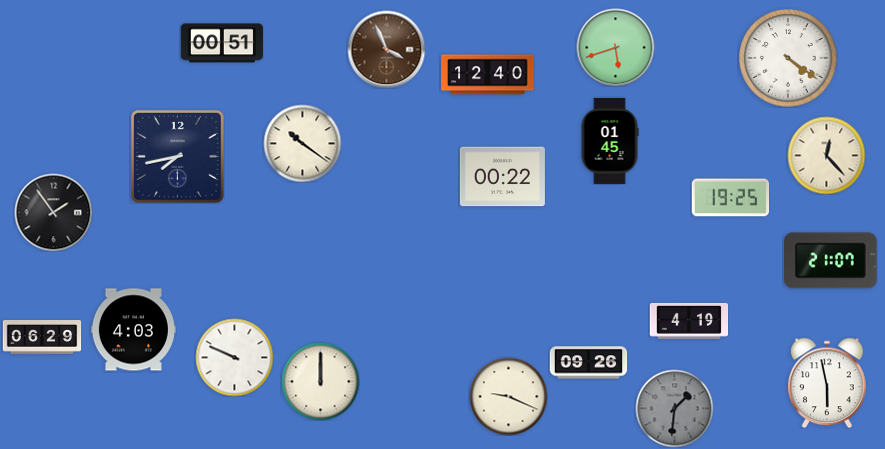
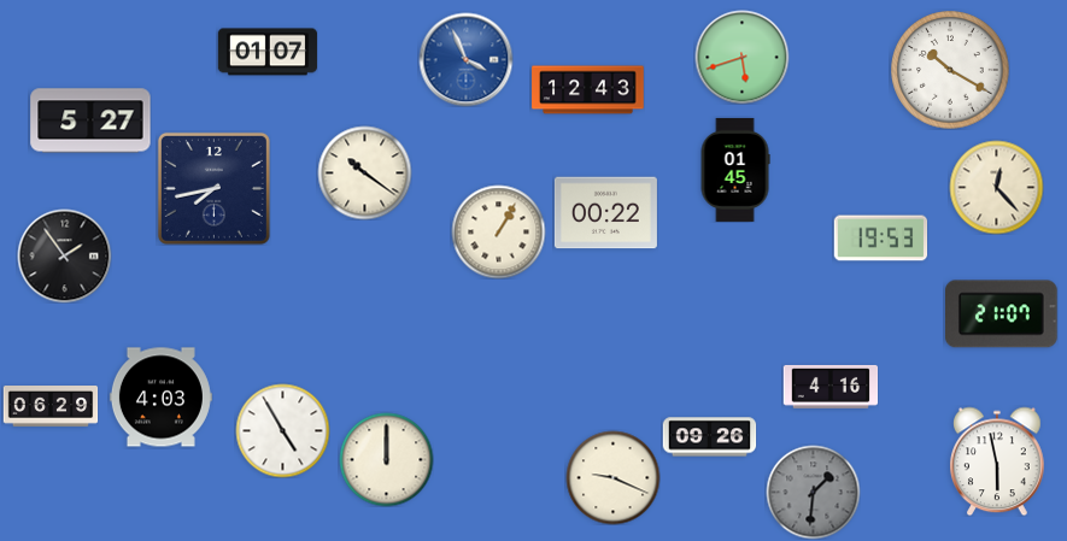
clock at (222, 43): 00:51 -> 01:07
clock at (386, 49) dial: brown -> blue
clock at (788, 58): 4:21 -> 10:20
clock at (488, 75): 12:40 -> 12:43
clock at (90, 120): none -> 5:27
clock at (498, 231): none -> 1:05
clock at (730, 198): 19:25 -> 19:53
clock at (689, 321): 4:19 -> 4:16
clock at (234, 357): 9:49 -> 4:55
